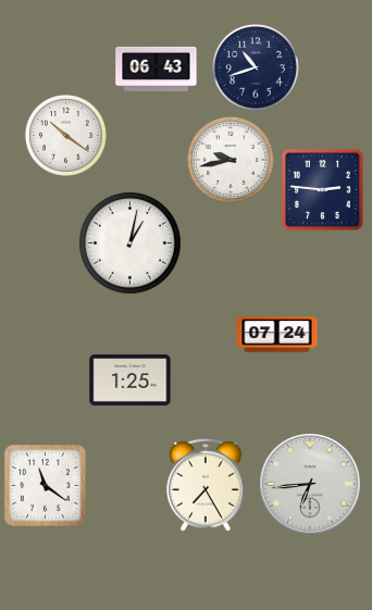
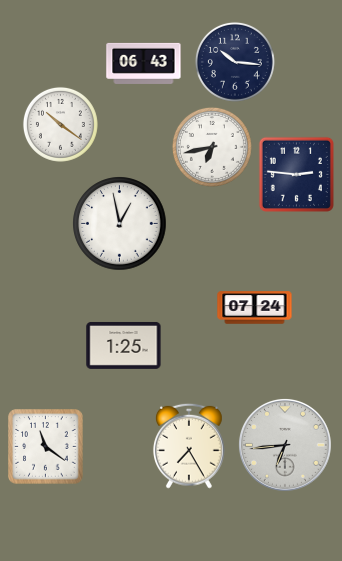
clock at (256, 67): 10:42 -> 10:16
clock at (231, 160): 9:43 -> 6:43
clock at (131, 244): 1:02 -> 12:58
clock at (131, 379) position: (131, 379) -> (124, 345)
clock at (46, 486) position: (46, 486) -> (46, 447)
